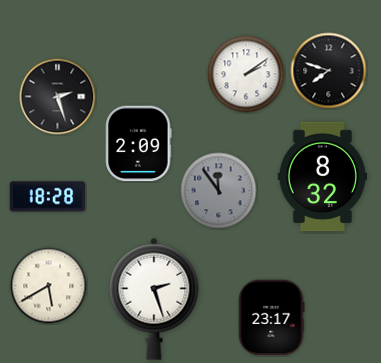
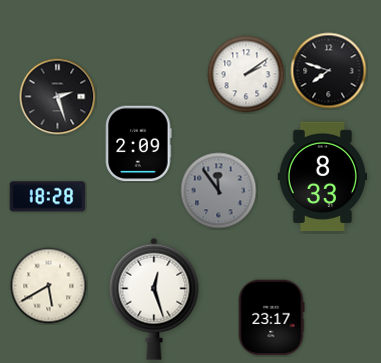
clock at (322, 177): 8:32 -> 8:33
clock at (154, 299): 2:27 -> 12:27
